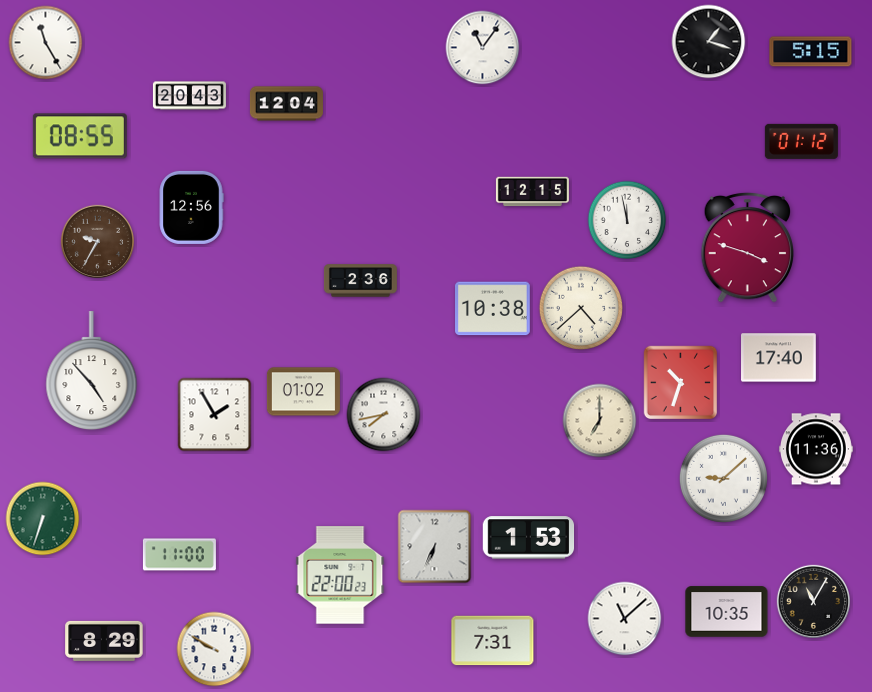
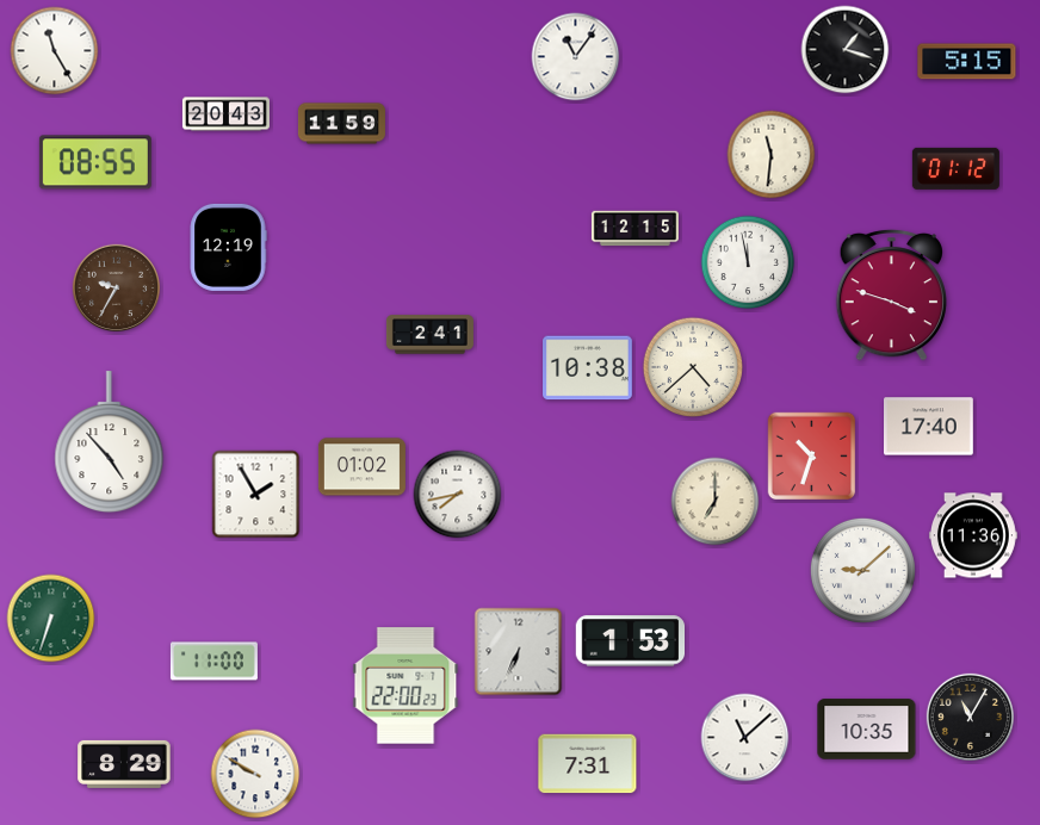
clock at (286, 104): 12:04 -> 11:59
clock at (772, 155): none -> 11:31
clock at (191, 207): 12:56 -> 12:19
clock at (360, 281): 2:36 -> 2:41
